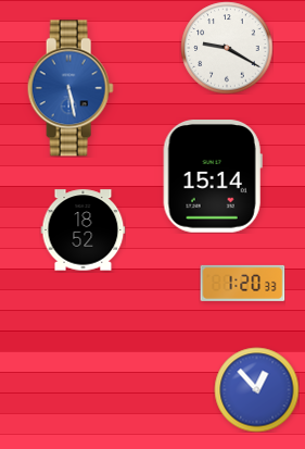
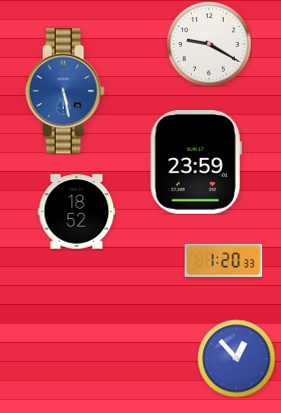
clock at (71, 88) position: (71, 88) -> (65, 91)
clock at (213, 177): 15:14 -> 23:59
